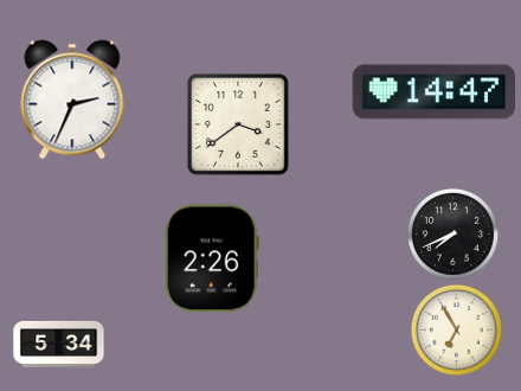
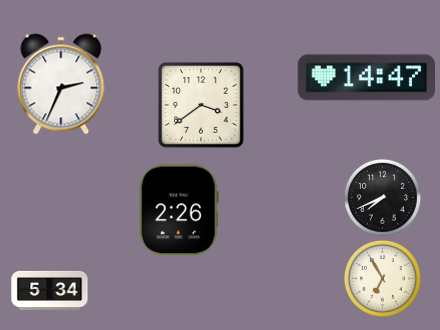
clock at (212, 258) position: (212, 258) -> (179, 210)
clock at (456, 329) position: (456, 329) -> (382, 278)
